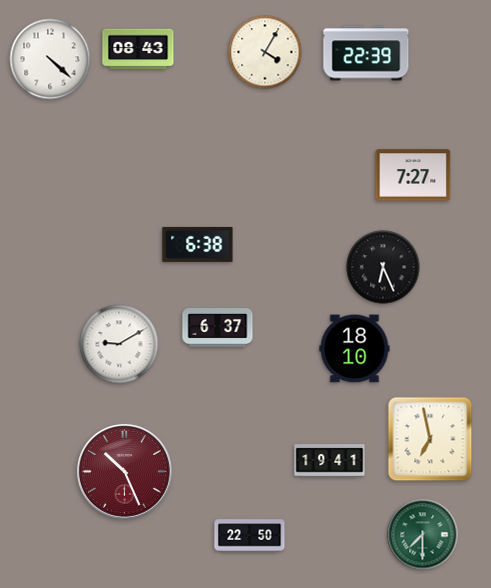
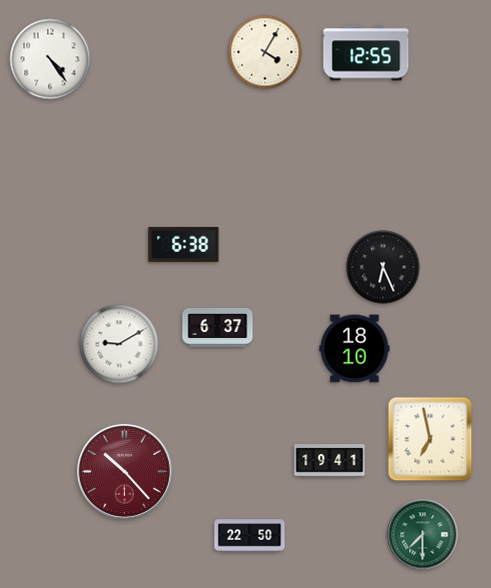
clock at (138, 49): 08:43 -> none
clock at (366, 53): 22:39 -> 12:55
clock at (50, 59): 4:22 -> 4:24
clock at (413, 175): 7:27 -> none
clock at (198, 244) position: (198, 244) -> (184, 244)
clock at (124, 471): 10:26 -> 10:23
